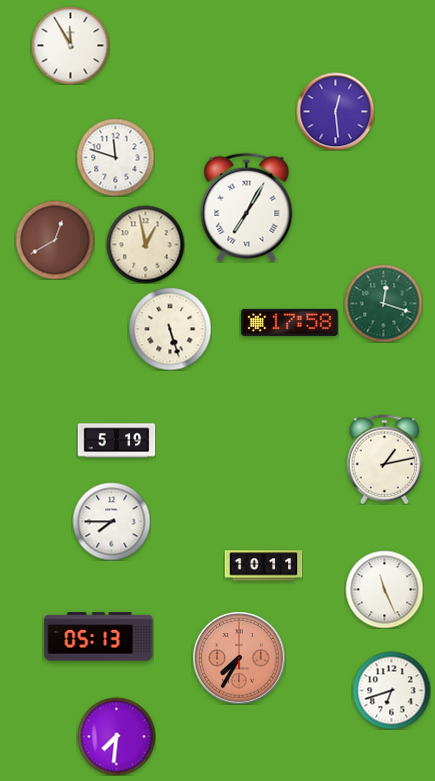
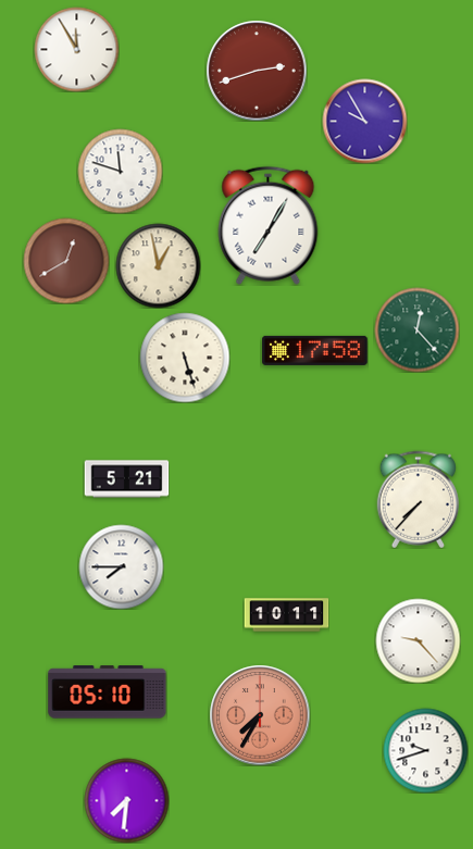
clock at (257, 71): none -> 2:42
clock at (335, 111): 12:29 -> 9:55
clock at (115, 157) position: (115, 157) -> (120, 171)
clock at (55, 240) position: (55, 240) -> (66, 261)
clock at (383, 303): 12:18 -> 12:23
clock at (116, 441): 5:19 -> 5:21
clock at (384, 459): 1:13 -> 7:37
clock at (384, 589): 11:26 -> 9:23
clock at (99, 637): 05:13 -> 05:10
clock at (391, 690): 6:42 -> 9:42
